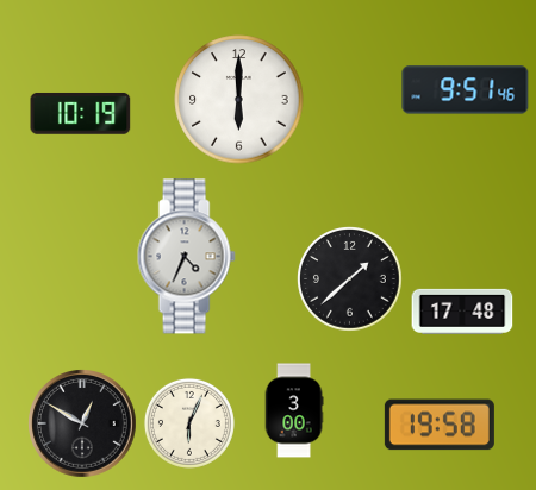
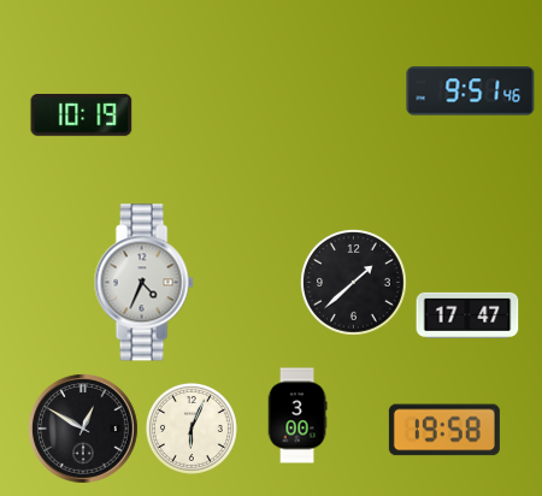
clock at (239, 100): 6:00 -> none
clock at (186, 257) position: (186, 257) -> (143, 283)
clock at (462, 312): 17:48 -> 17:47
